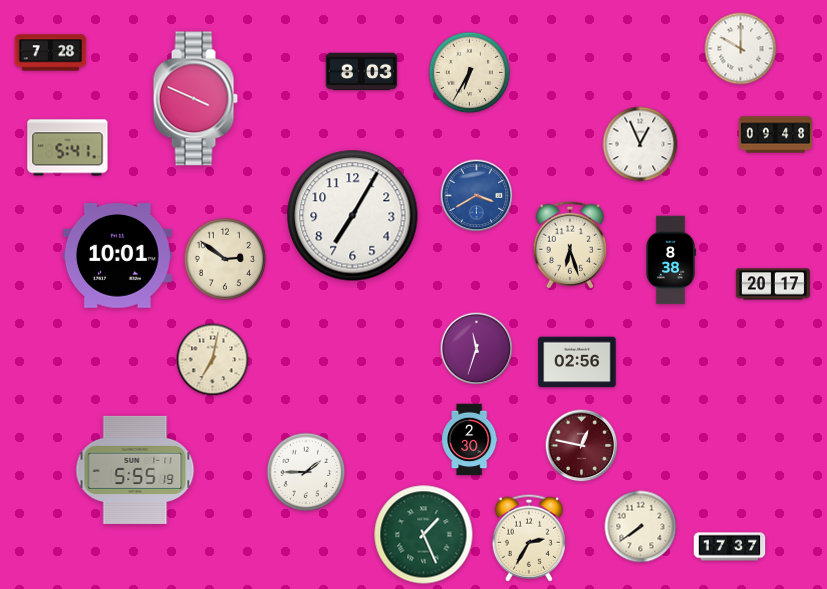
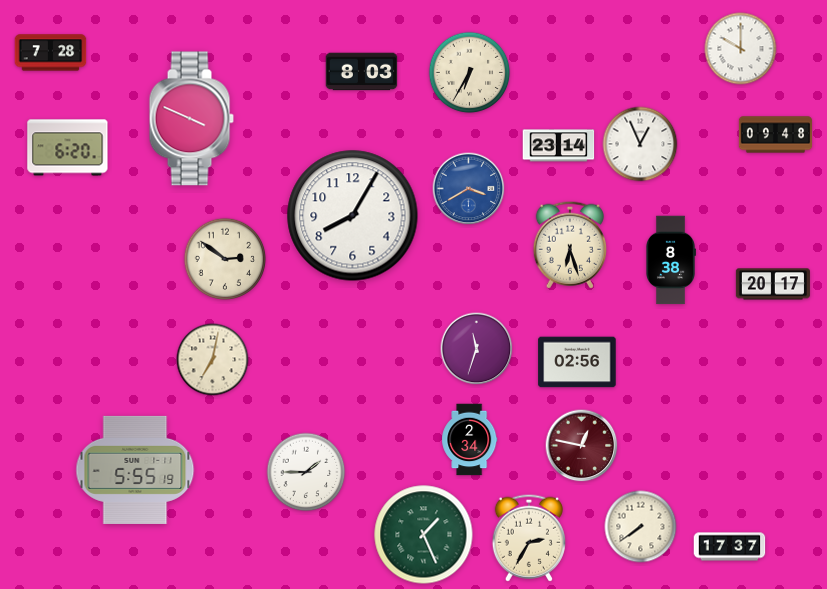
clock at (195, 99) position: (195, 99) -> (191, 119)
clock at (559, 146): none -> 23:14
clock at (68, 148): 5:41 -> 6:20
clock at (477, 196) position: (477, 196) -> (469, 189)
clock at (353, 216): 7:05 -> 8:05
clock at (117, 256): 10:01 -> none
clock at (470, 440): 2:30 -> 2:34
